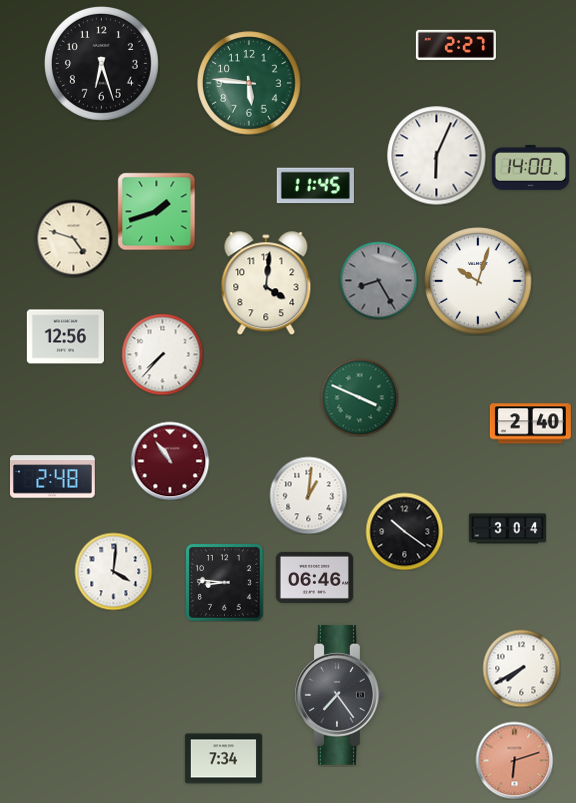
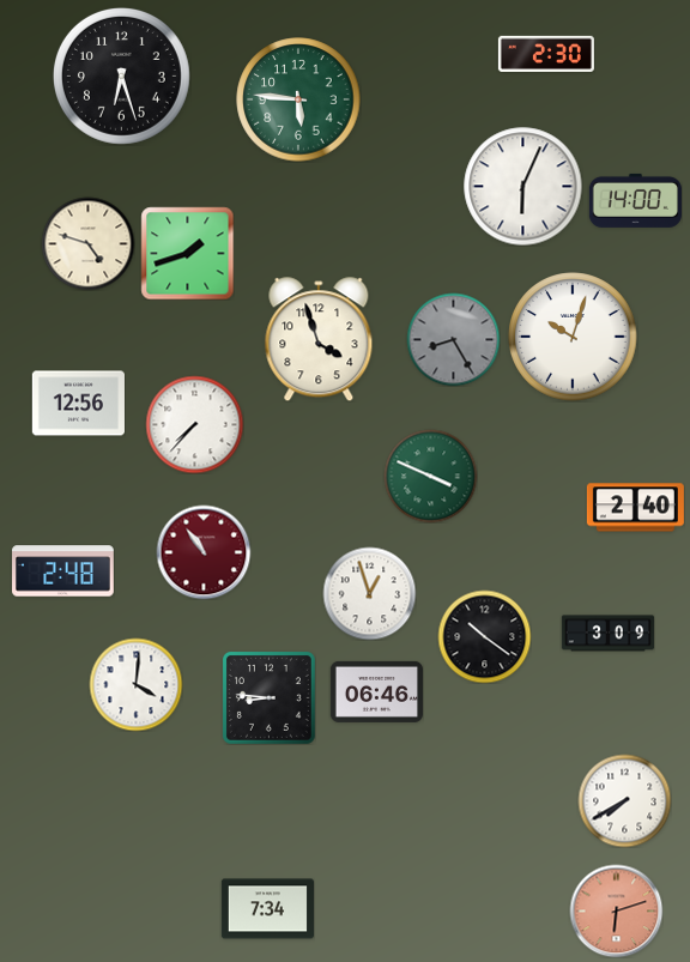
clock at (456, 45): 2:27 -> 2:30
clock at (315, 186): 11:45 -> none
clock at (73, 238) position: (73, 238) -> (87, 243)
clock at (378, 280) position: (378, 280) -> (453, 339)
clock at (266, 283): 4:01 -> 3:57
clock at (308, 495): 1:01 -> 12:57
clock at (507, 529): 3:04 -> 3:09
clock at (339, 695): 7:24 -> none
